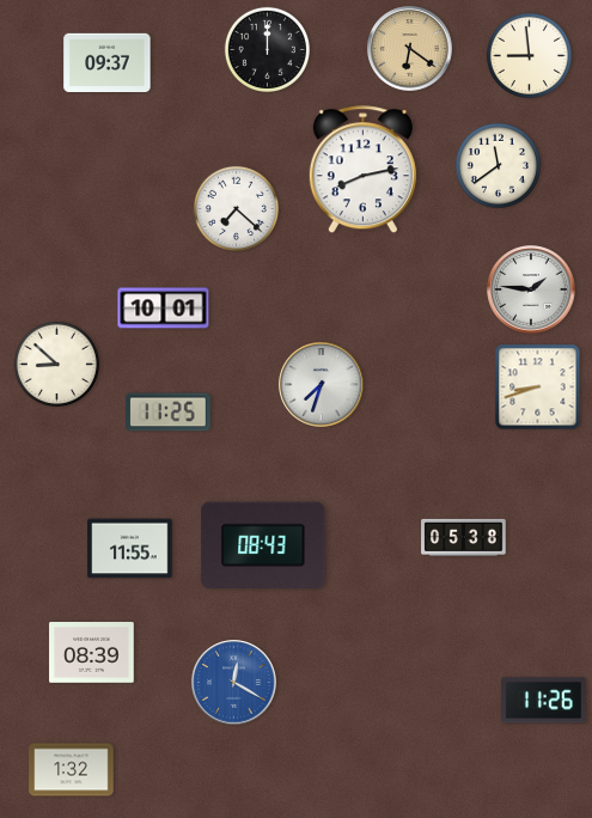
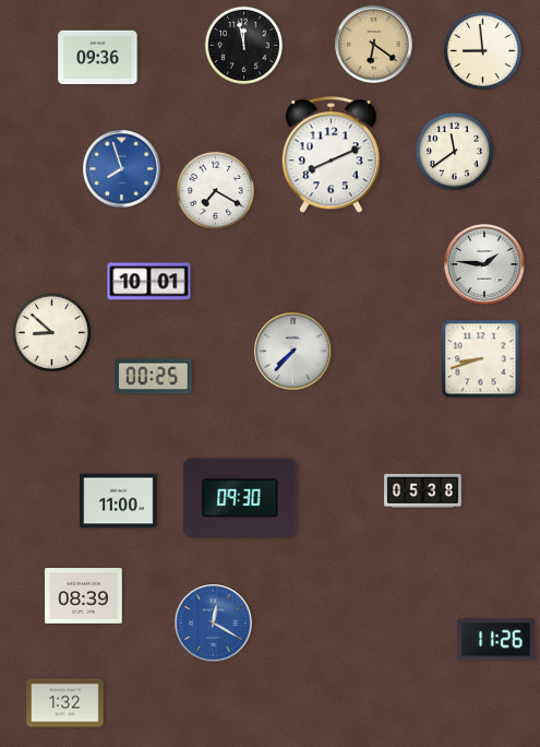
clock at (267, 49): 12:00 -> 11:58
clock at (108, 62): 09:37 -> 09:36
clock at (362, 170): 8:13 -> 8:11
clock at (122, 169): none -> 7:57
clock at (236, 208): 7:22 -> 7:20
clock at (322, 385): 7:33 -> 7:37
clock at (538, 387) position: (538, 387) -> (481, 359)
clock at (169, 413): 11:25 -> 00:25
clock at (263, 545): 08:43 -> 09:30
clock at (130, 549): 11:55 -> 11:00
